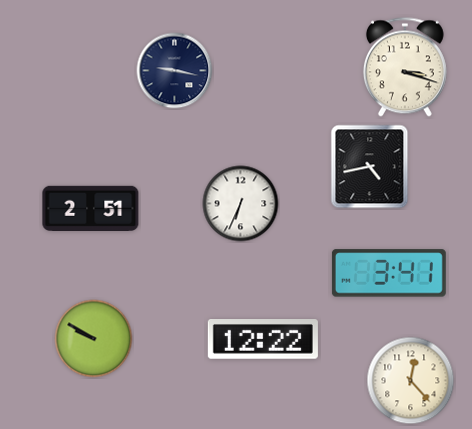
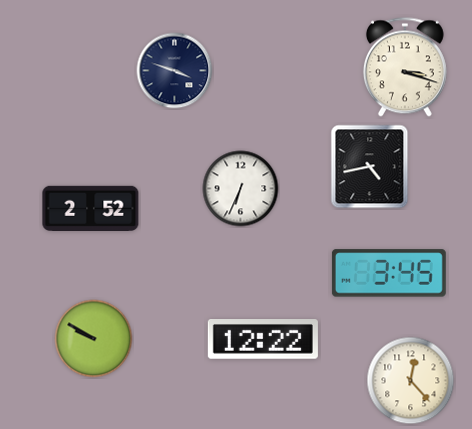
clock at (175, 71): 9:17 -> 3:48
clock at (241, 204) position: (241, 204) -> (241, 189)
clock at (91, 208): 2:51 -> 2:52
clock at (389, 273): 3:41 -> 3:45
